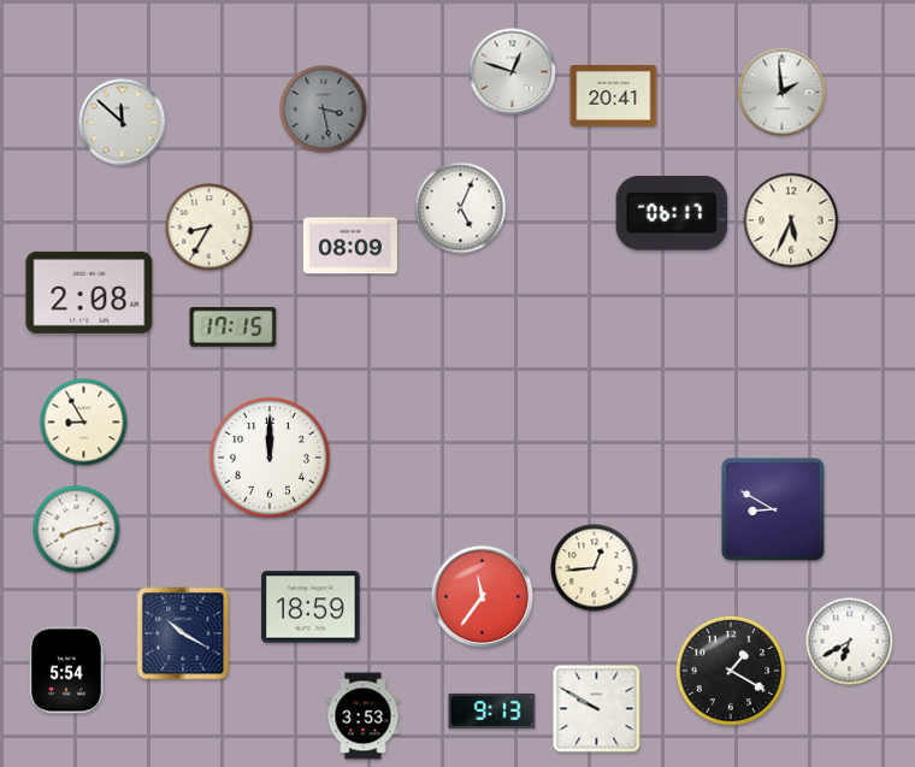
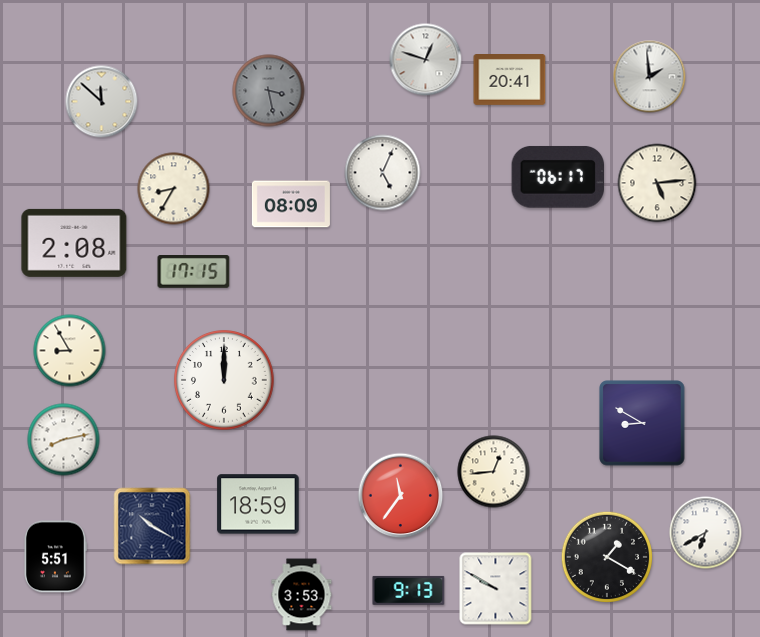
clock at (791, 220): 5:34 -> 5:14
clock at (66, 671): 5:54 -> 5:51
